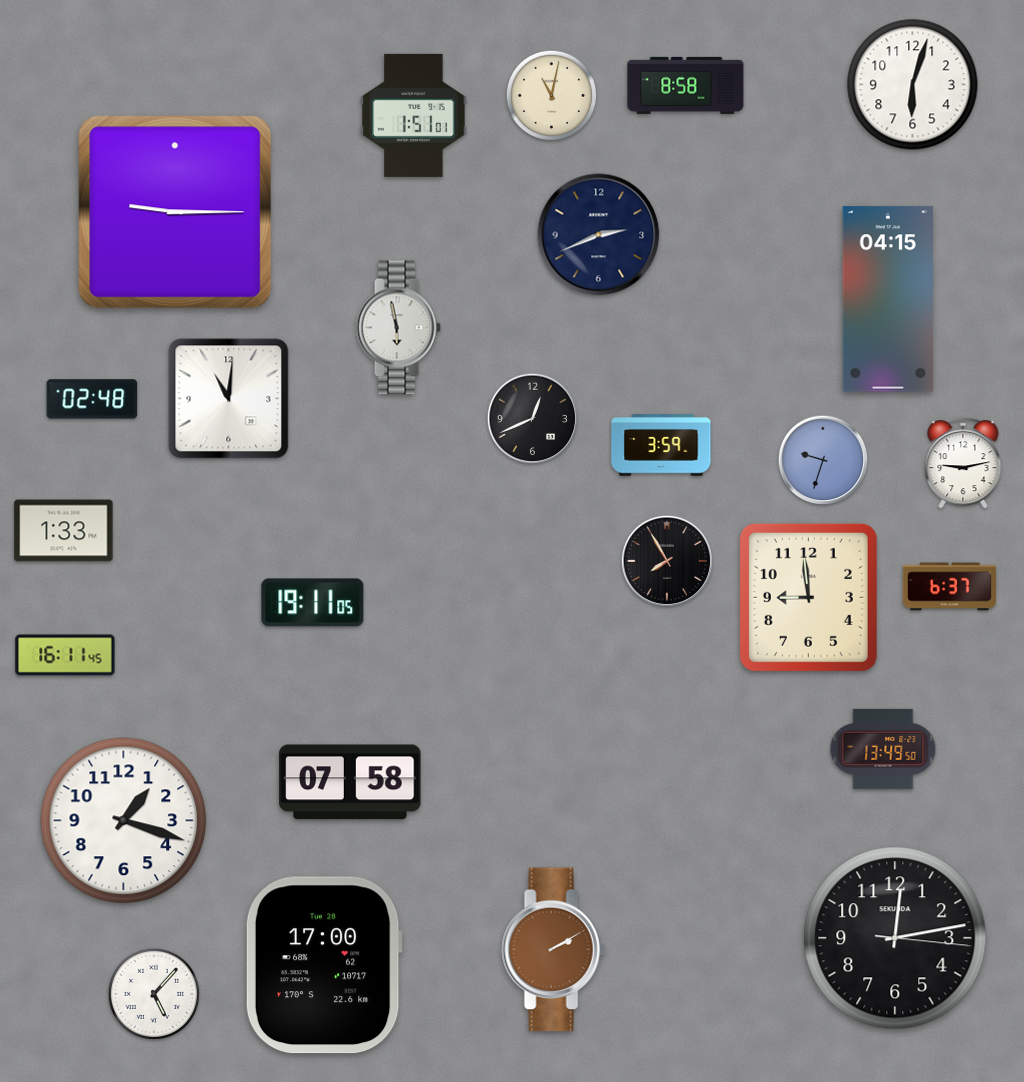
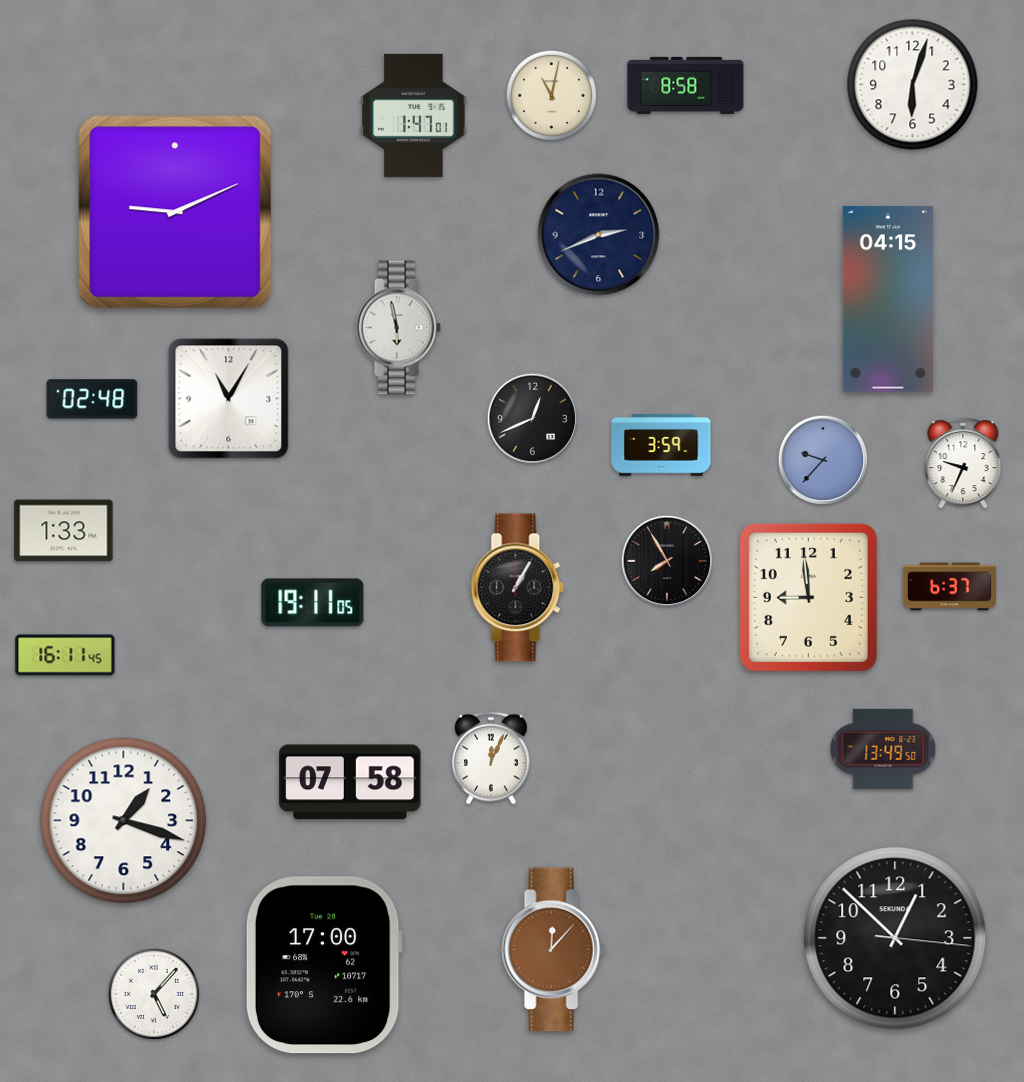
clock at (414, 115): 1:51 -> 1:47
clock at (175, 212): 9:15 -> 9:11
clock at (229, 399): 11:01 -> 11:05
clock at (823, 460): 9:33 -> 9:37
clock at (963, 463): 9:13 -> 9:34
clock at (518, 588): none -> 1:05
clock at (491, 758): none -> 12:04
clock at (895, 938): 12:13 -> 12:52
clock at (553, 950): 2:10 -> 12:07
